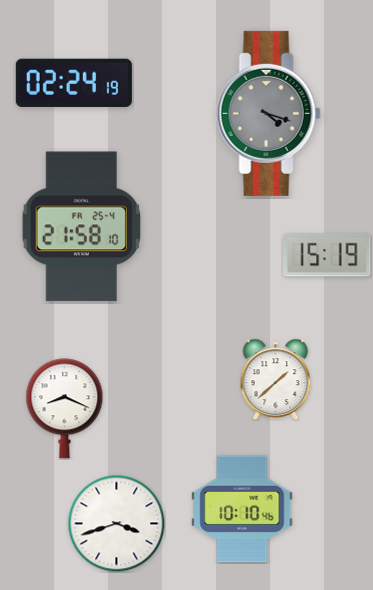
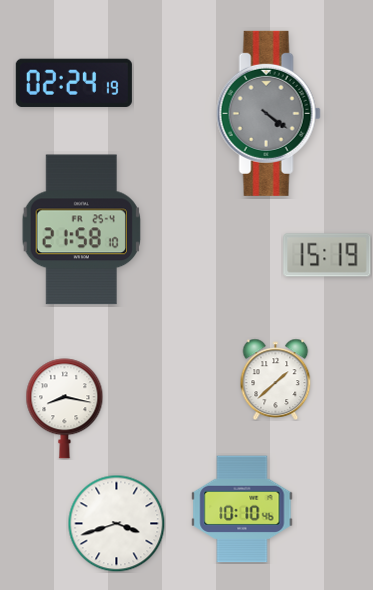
clock at (268, 113): 4:18 -> 4:21
clock at (81, 227) position: (81, 227) -> (81, 230)
clock at (65, 409): 8:19 -> 8:17
